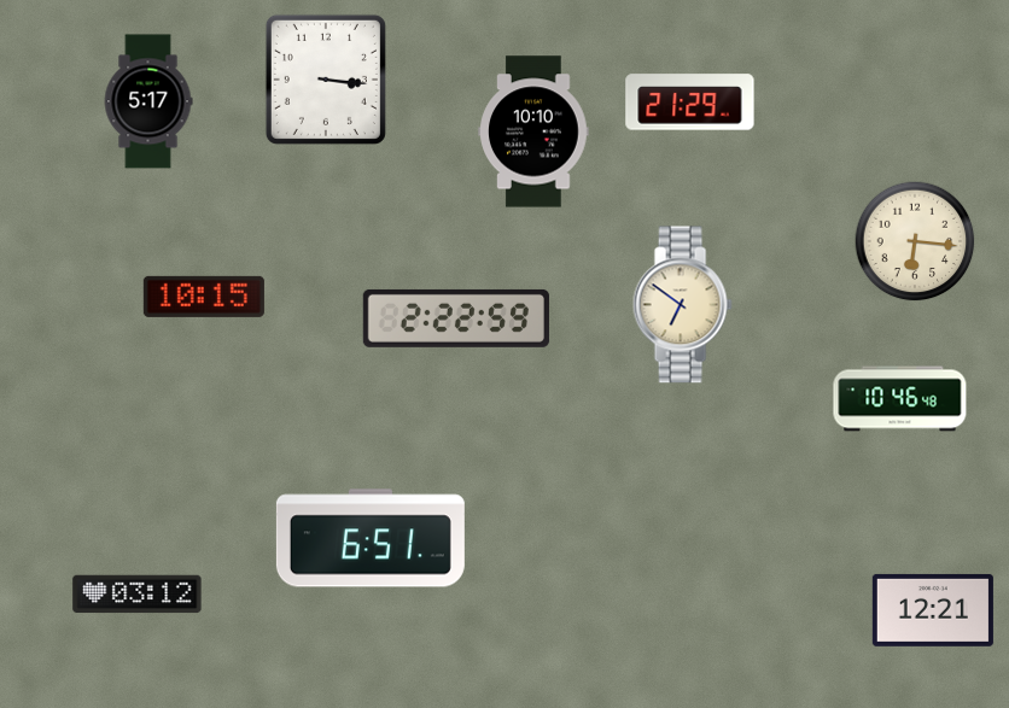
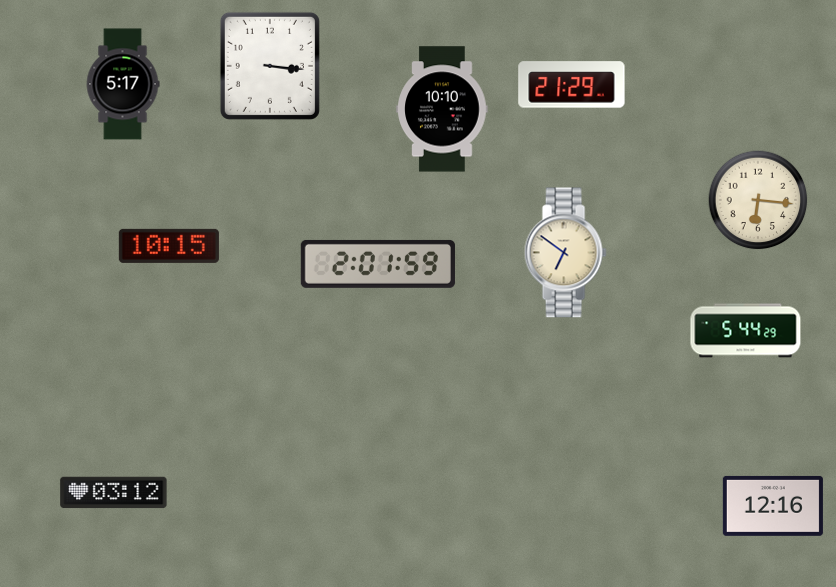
clock at (456, 318): 2:22 -> 2:01
clock at (900, 399): 10:46 -> 5:44
clock at (371, 538): 6:51 -> none
clock at (933, 610): 12:21 -> 12:16
